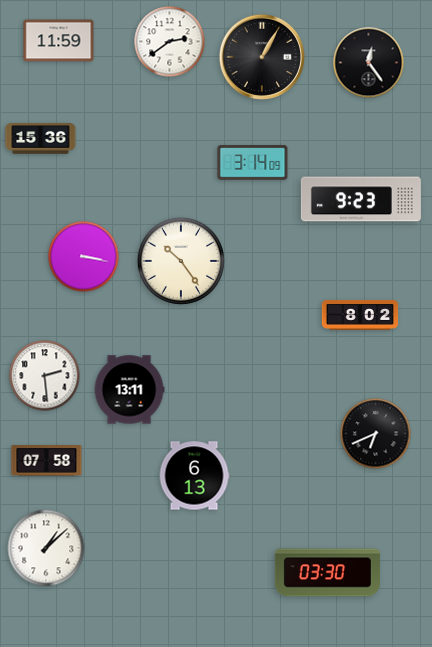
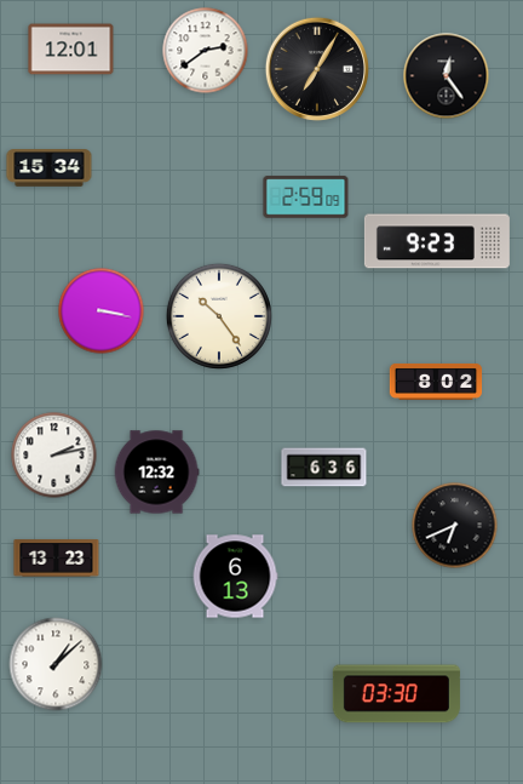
clock at (59, 41): 11:59 -> 12:01
clock at (262, 57): 1:05 -> 7:05
clock at (41, 139): 15:36 -> 15:34
clock at (253, 163): 3:14 -> 2:59
clock at (45, 376): 2:29 -> 2:13
clock at (324, 468): none -> 6:36
clock at (129, 390): 13:11 -> 12:32
clock at (47, 461): 07:58 -> 13:23
